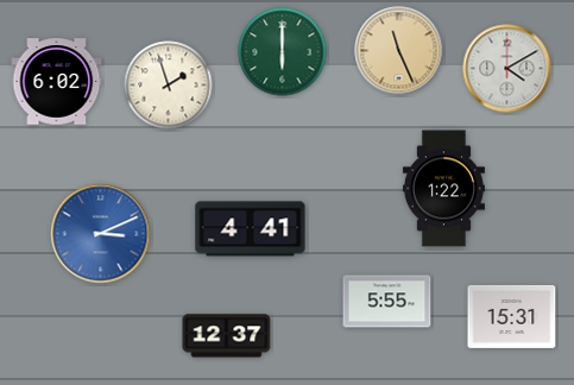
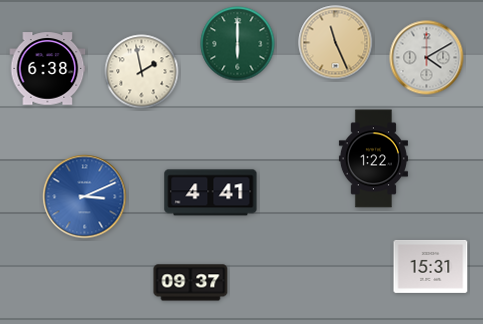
clock at (57, 82): 6:02 -> 6:38
clock at (169, 86): 1:57 -> 1:58
clock at (387, 302): 5:55 -> none
clock at (227, 336): 12:37 -> 09:37
